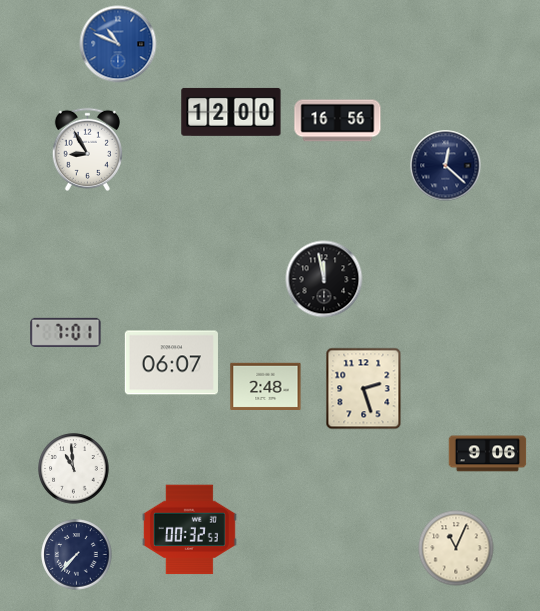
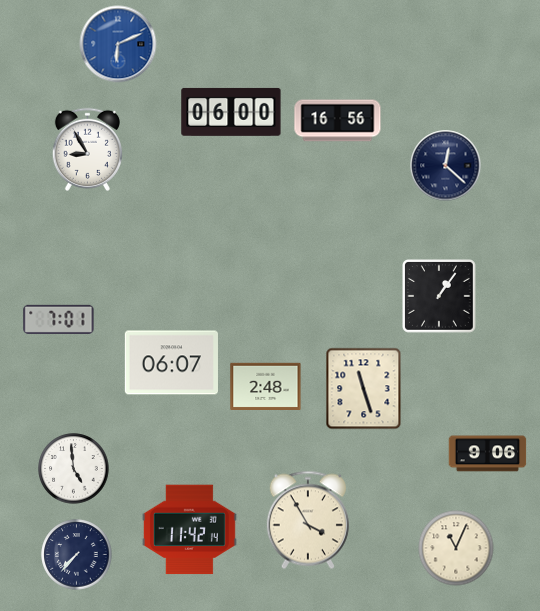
clock at (118, 44): 10:49 -> 6:11
clock at (231, 112): 12:00 -> 06:00
clock at (324, 279): 11:58 -> none
clock at (440, 297): none -> 1:06
clock at (66, 332) position: (66, 332) -> (59, 319)
clock at (364, 389): 2:27 -> 11:27
clock at (74, 469): 10:59 -> 4:59
clock at (308, 520): none -> 3:55
clock at (189, 530): 00:32 -> 11:42
